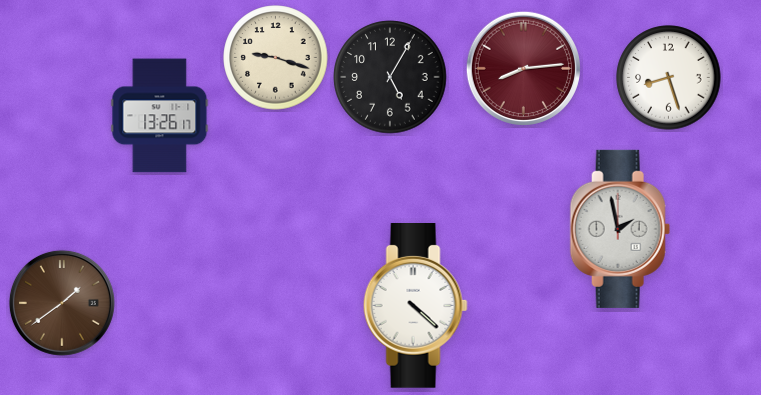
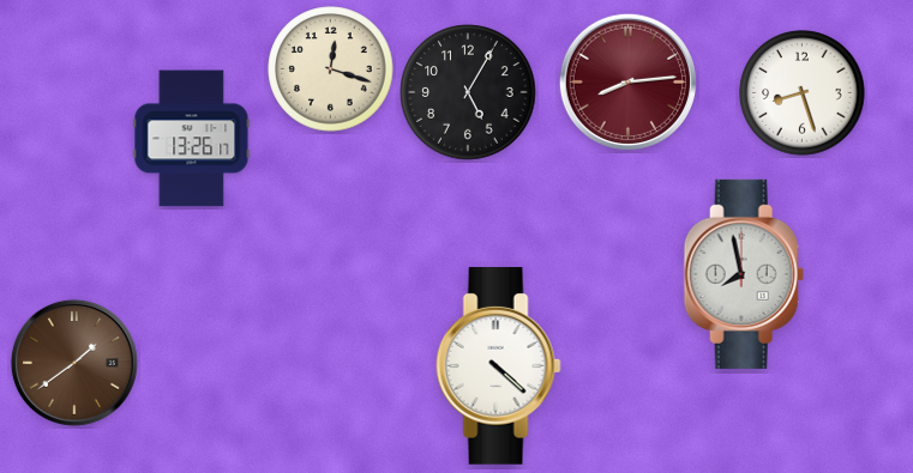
clock at (276, 58): 9:18 -> 12:18
clock at (620, 229): 1:58 -> 7:58
